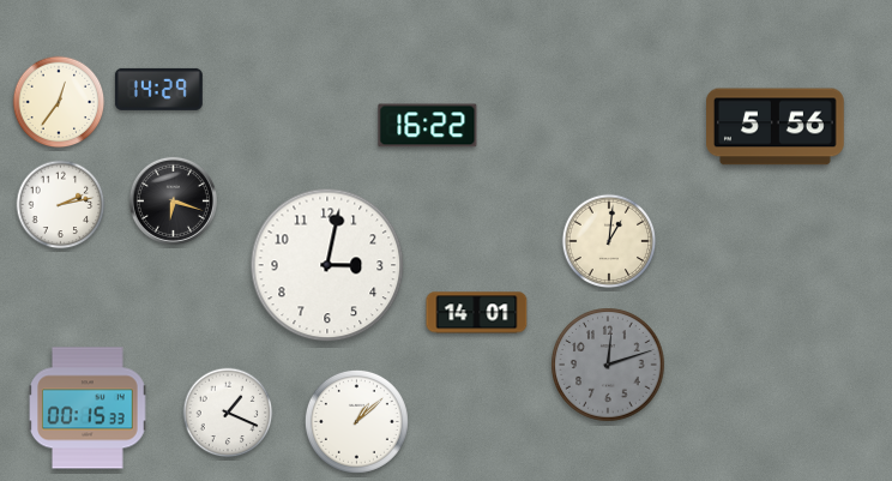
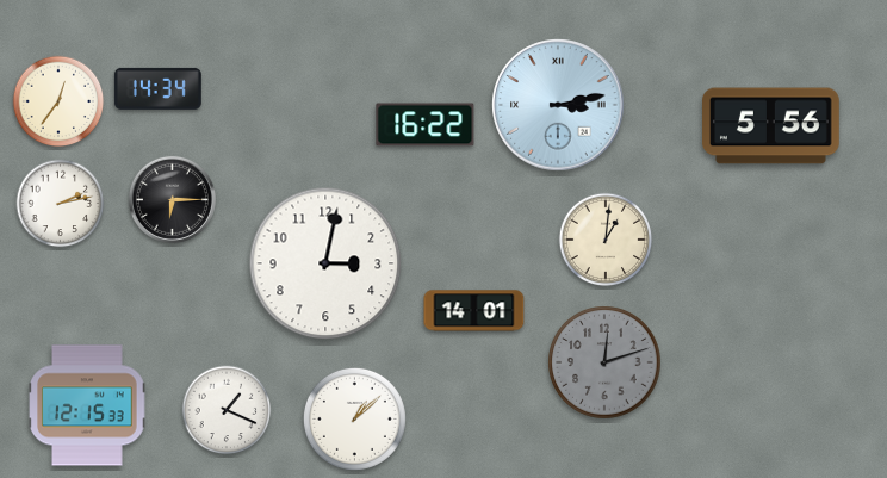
clock at (158, 89): 14:29 -> 14:34
clock at (558, 105): none -> 3:13
clock at (173, 200): 6:18 -> 6:15
clock at (88, 408): 00:15 -> 12:15
